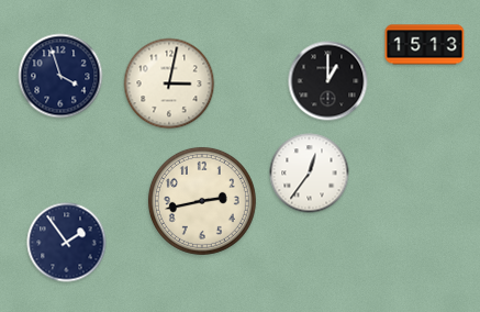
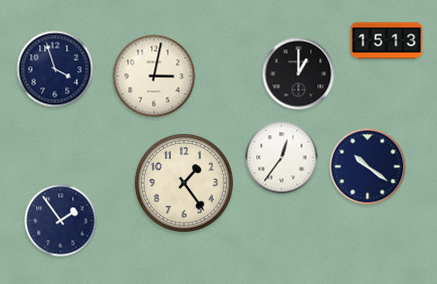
clock at (368, 167): none -> 10:21
clock at (202, 201): 2:43 -> 1:24
